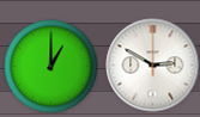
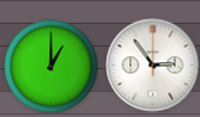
clock at (152, 64): 2:50 -> 2:54
